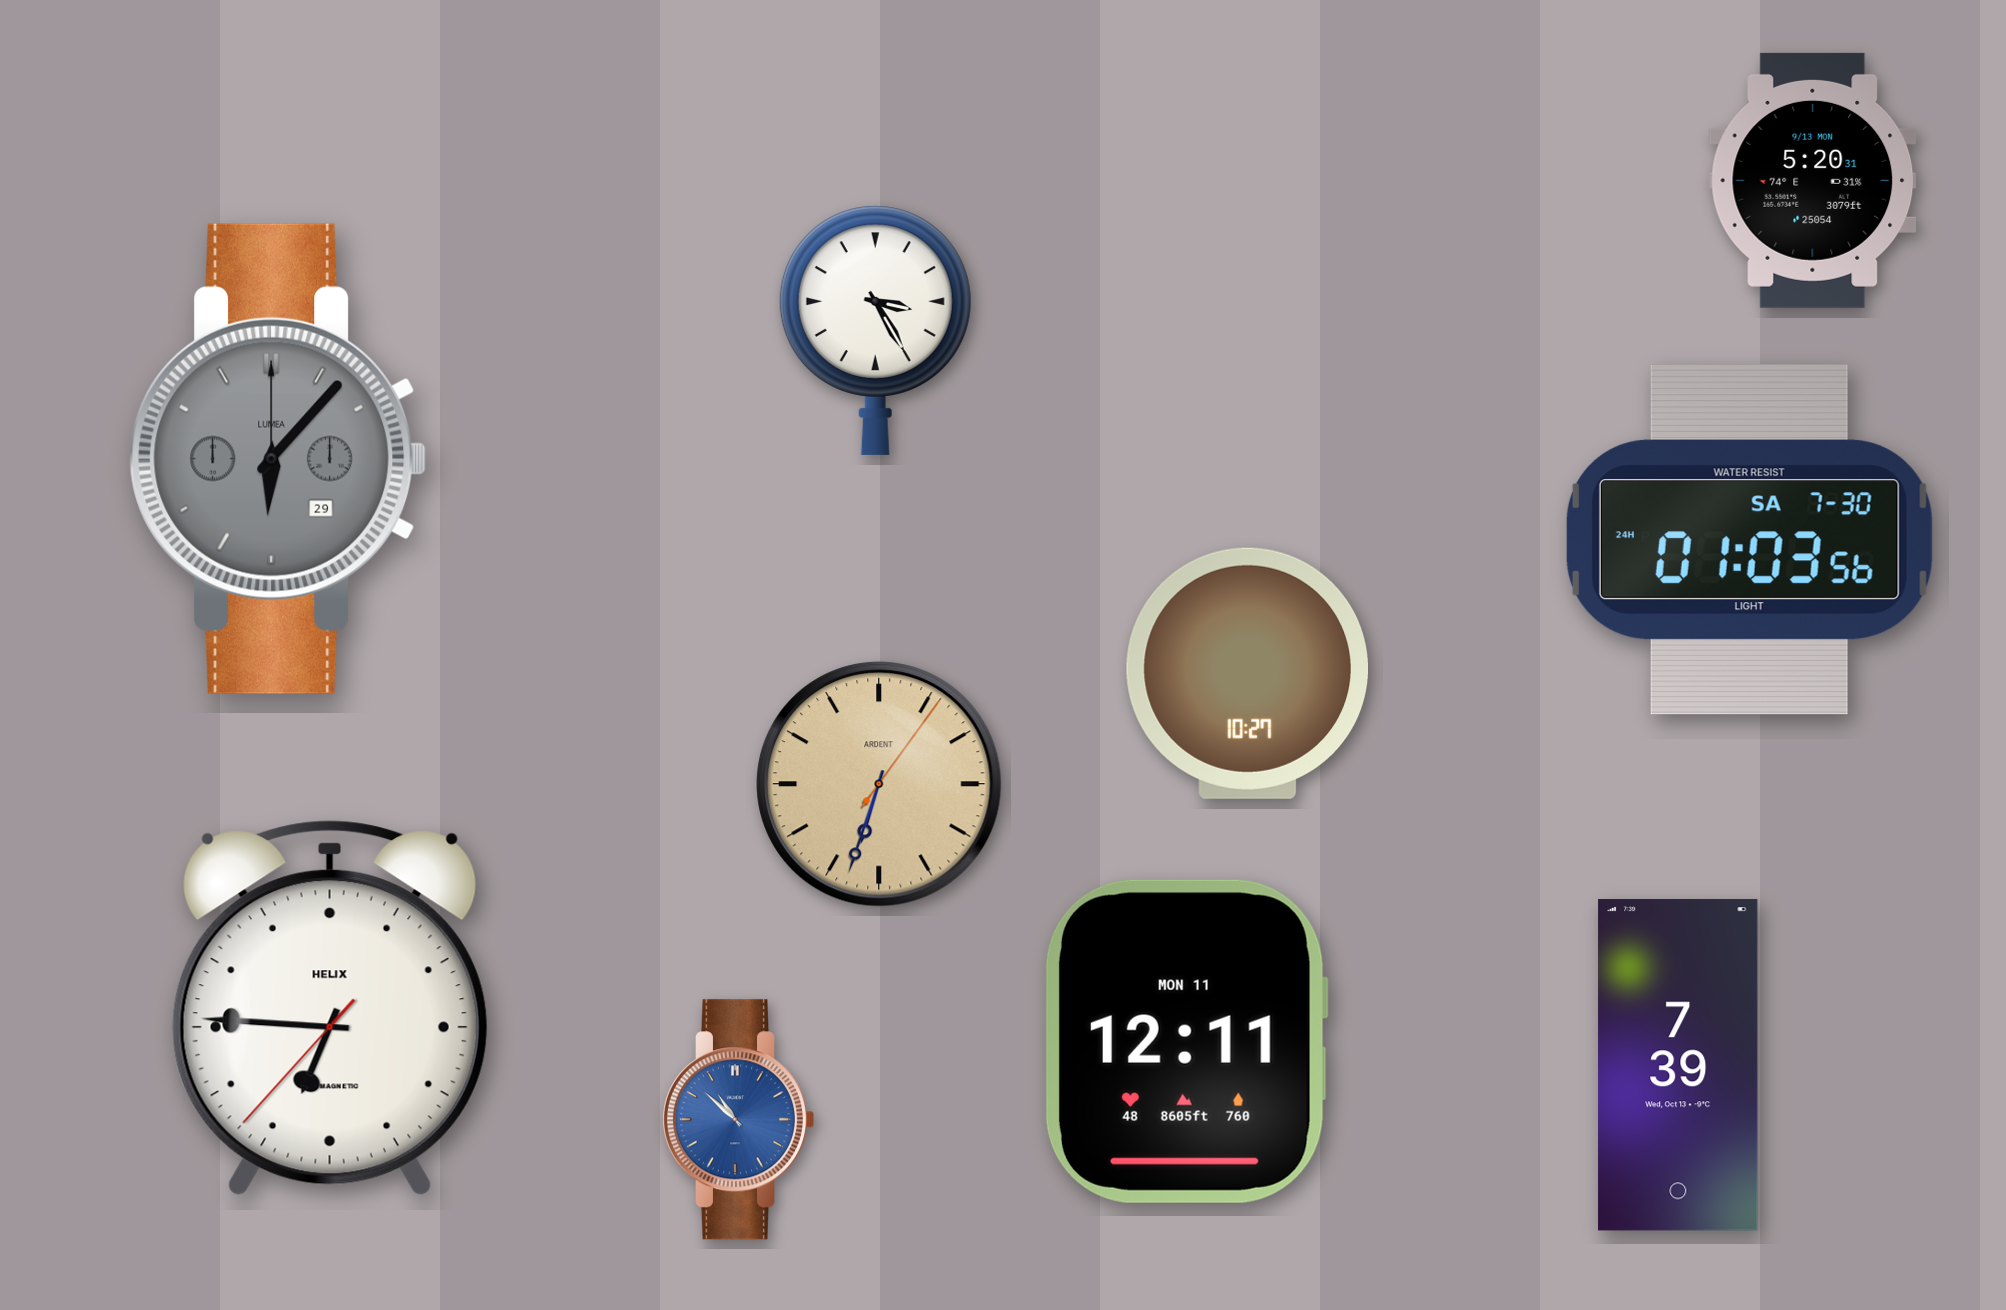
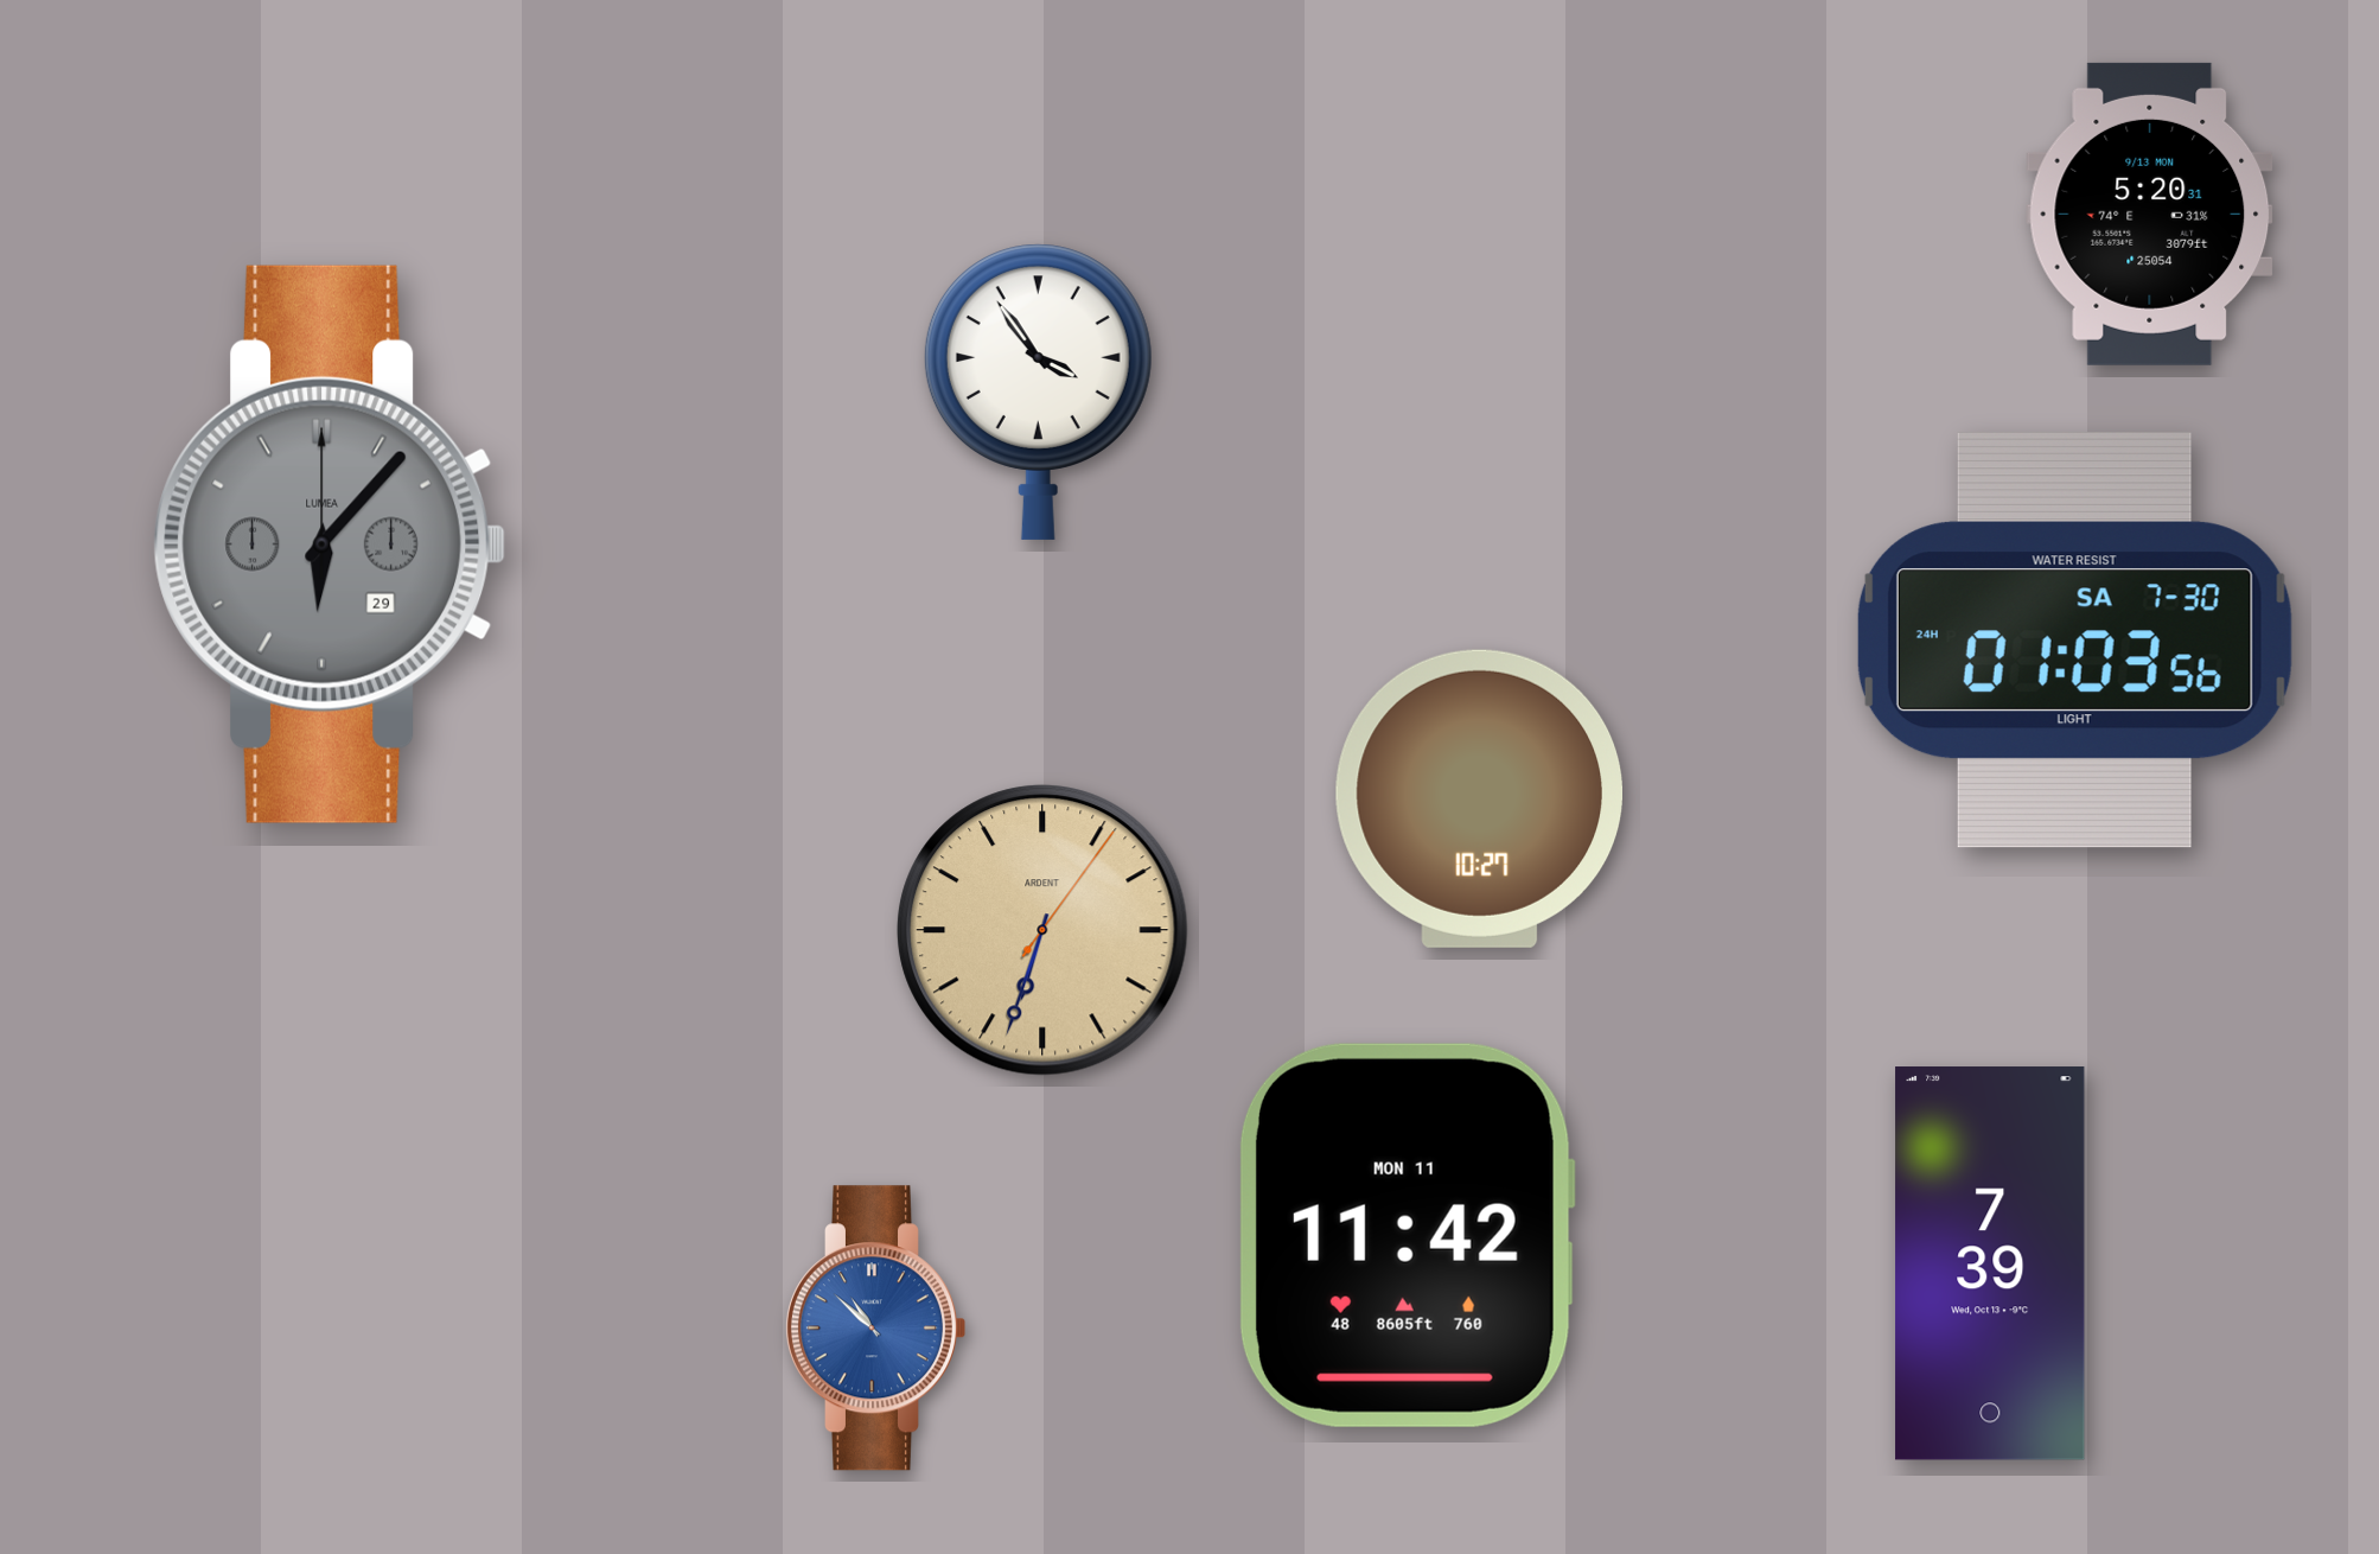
clock at (875, 330): 3:25 -> 3:54
clock at (330, 1008): 6:45 -> none
clock at (1186, 1041): 12:11 -> 11:42
